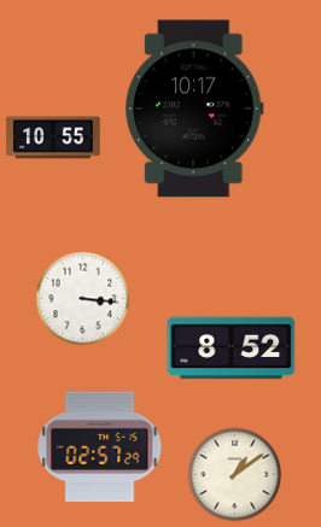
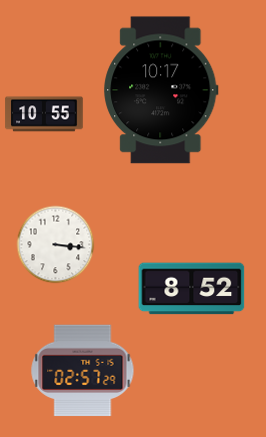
clock at (82, 298) position: (82, 298) -> (55, 244)
clock at (234, 474): 1:09 -> none
